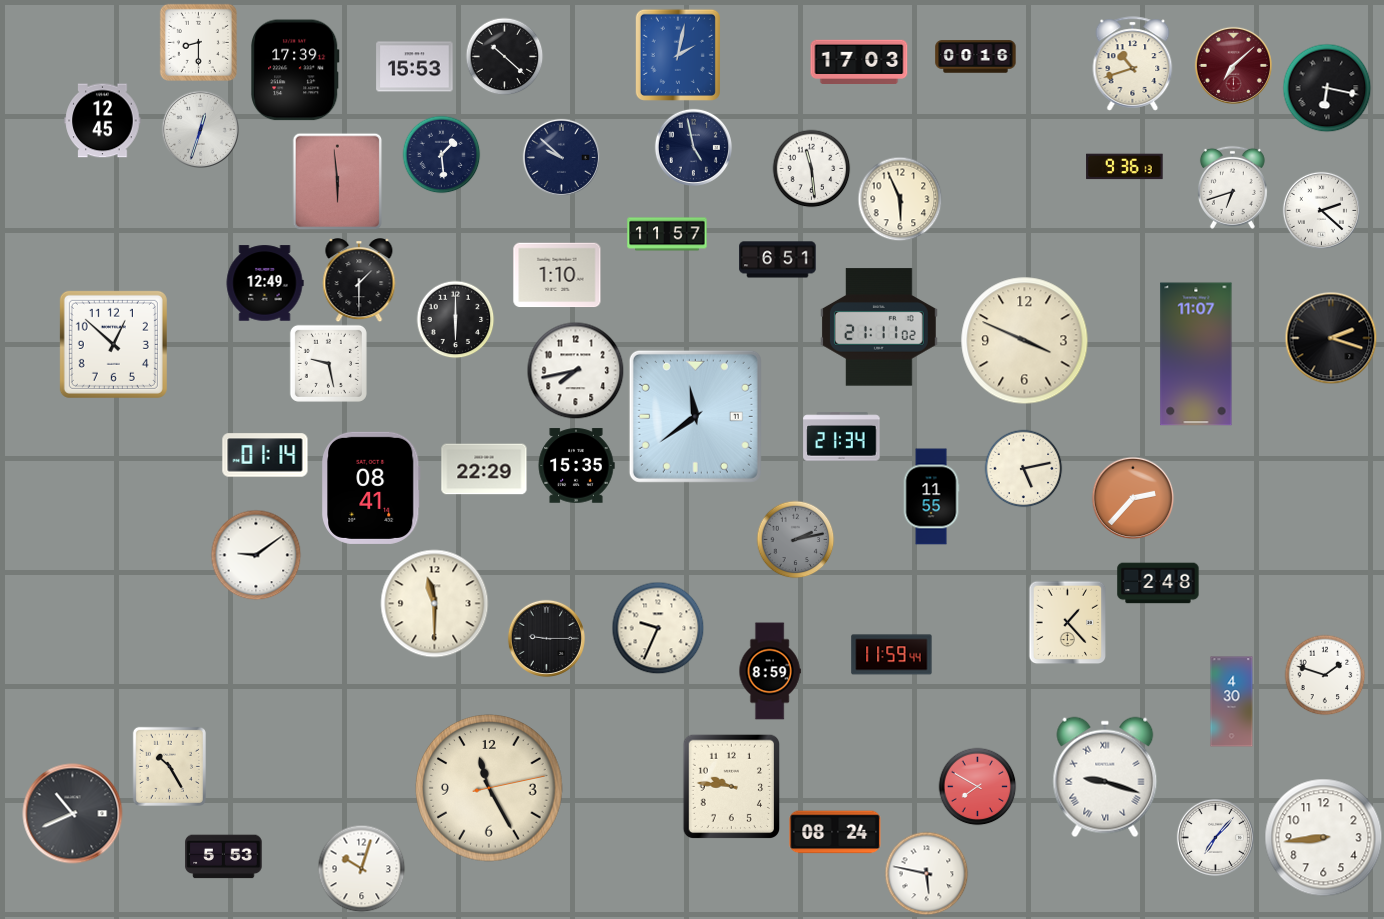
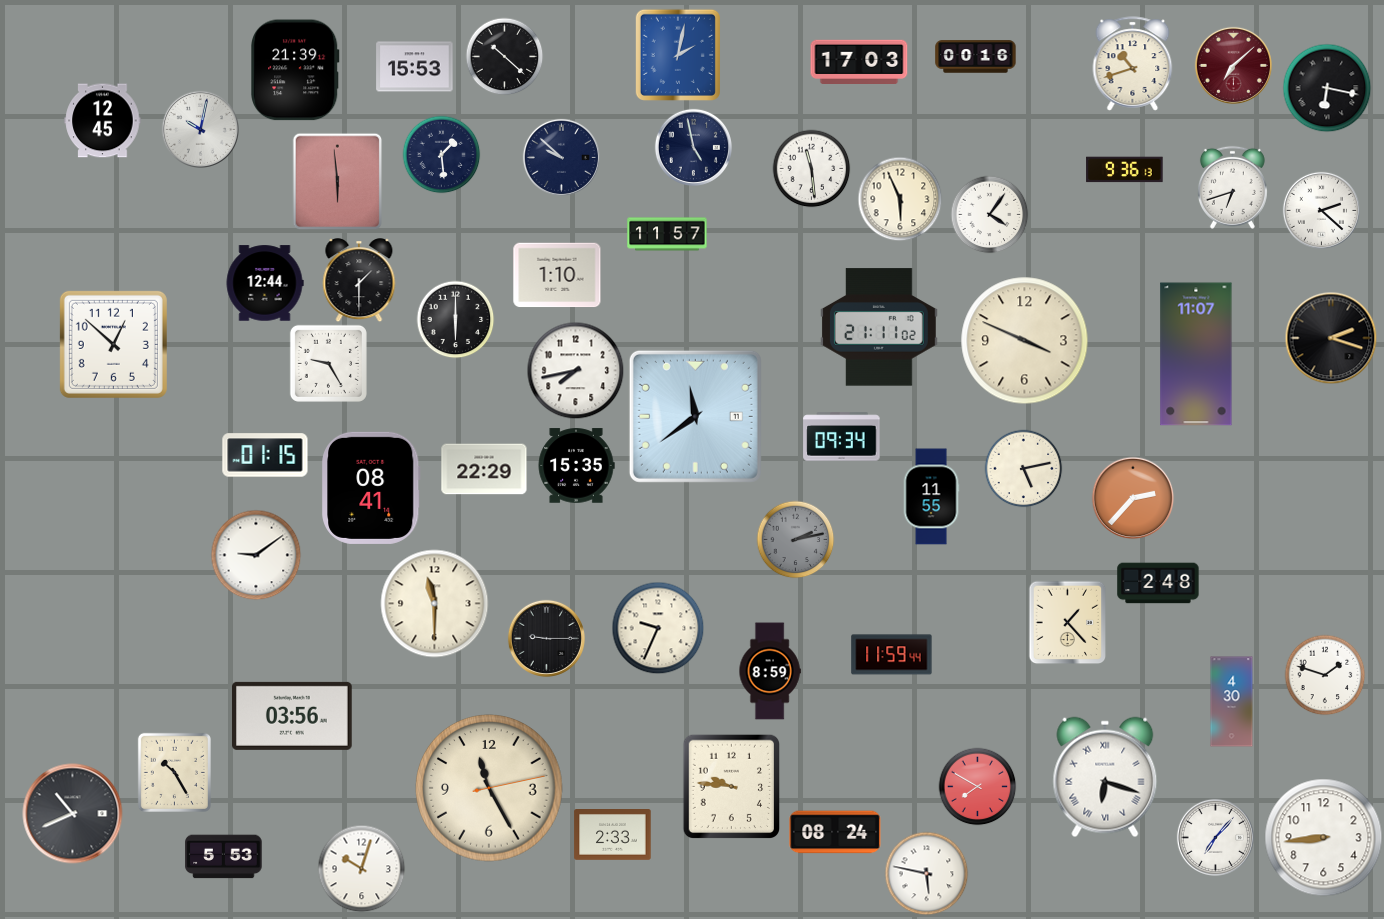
clock at (198, 42): 8:30 -> none
clock at (295, 70): 17:39 -> 21:39
clock at (200, 129): 12:33 -> 10:02
clock at (1125, 167) position: (1125, 167) -> (1125, 170)
clock at (989, 214): none -> 4:06
clock at (778, 260): 6:51 -> none
clock at (265, 283): 12:49 -> 12:44
clock at (328, 363): 9:28 -> 9:25
clock at (842, 437): 21:34 -> 09:34
clock at (265, 455): 01:14 -> 01:15
clock at (293, 716): none -> 03:56
clock at (169, 766) position: (169, 766) -> (174, 772)
clock at (1105, 777): 9:18 -> 6:18
clock at (613, 835): none -> 2:33
